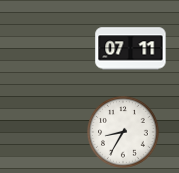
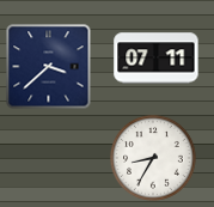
clock at (49, 67): none -> 3:38
clock at (123, 132) position: (123, 132) -> (153, 158)
